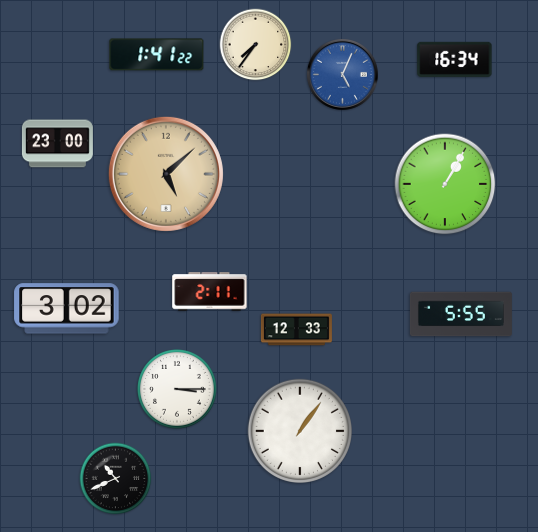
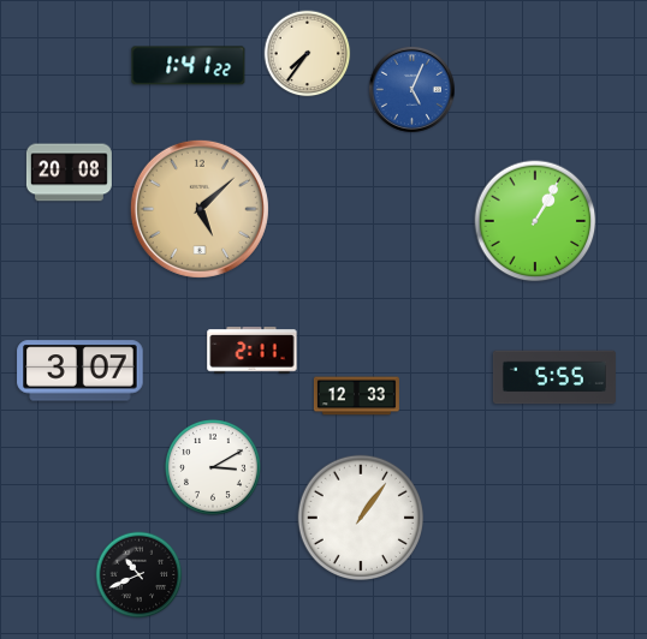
clock at (455, 59): 16:34 -> none
clock at (57, 144): 23:00 -> 20:08
clock at (67, 309): 3:02 -> 3:07
clock at (178, 390): 3:15 -> 3:10
